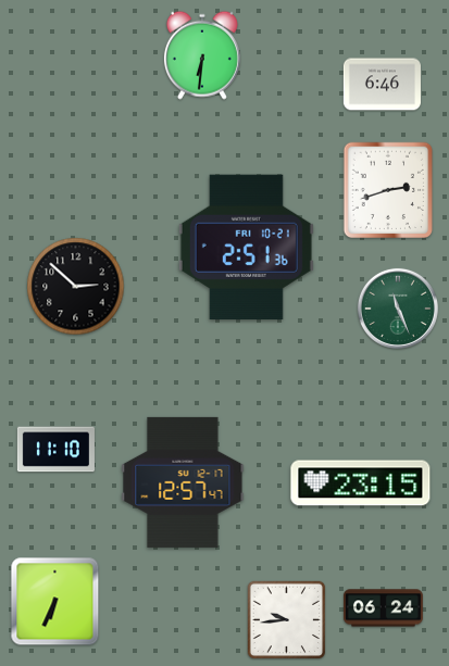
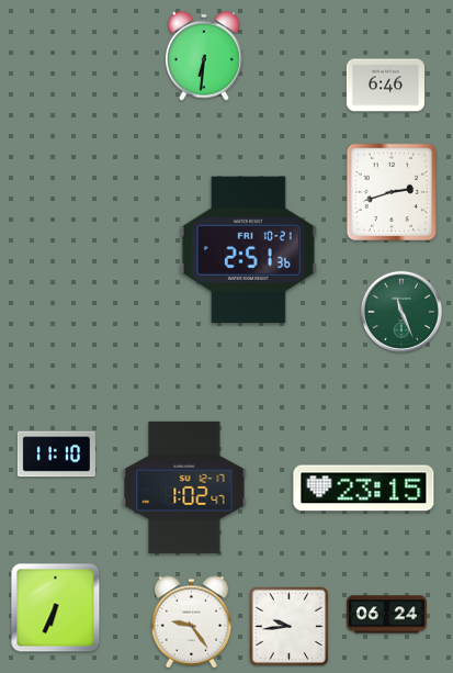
clock at (76, 287): 2:52 -> none
clock at (183, 482): 12:57 -> 1:02
clock at (192, 622): none -> 9:24
